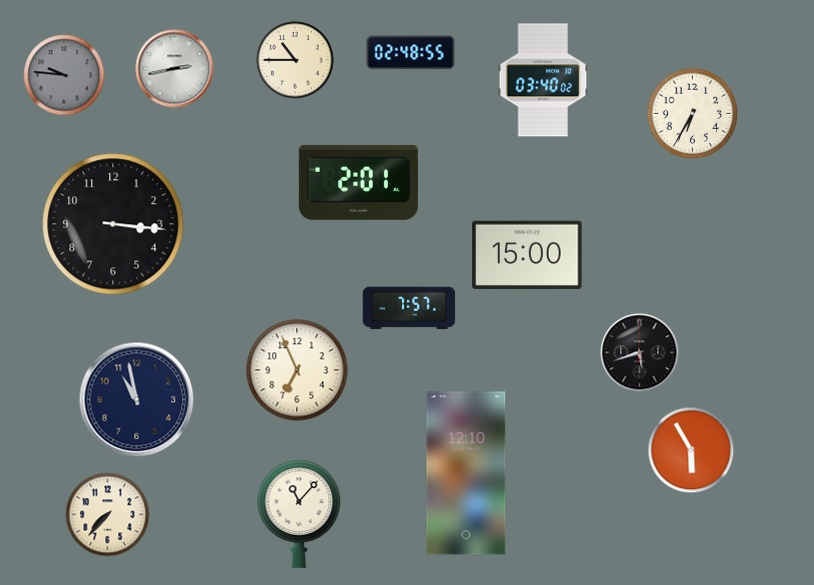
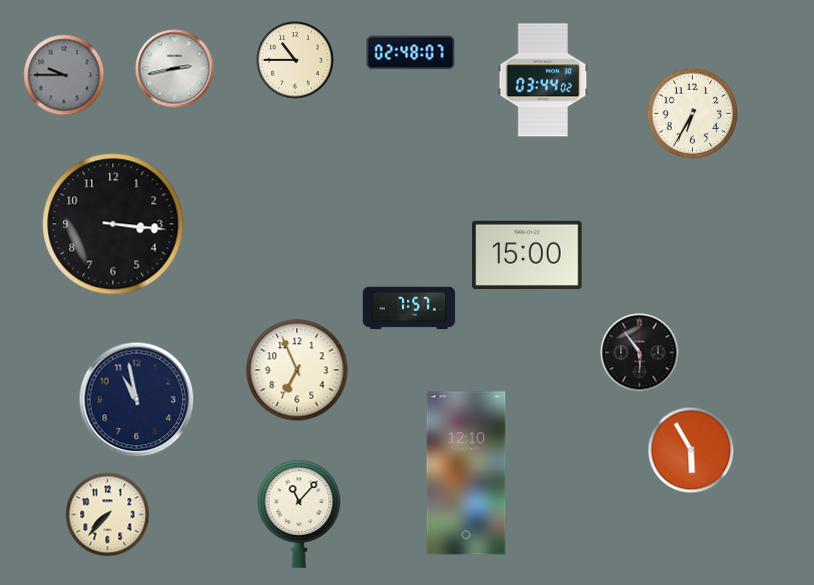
clock at (411, 53): 02:48:55 -> 02:48:07
clock at (64, 75): 9:46 -> 9:45
clock at (543, 80): 03:40 -> 03:44
clock at (358, 182): 2:01 -> none
clock at (640, 353): 5:42 -> 5:54
